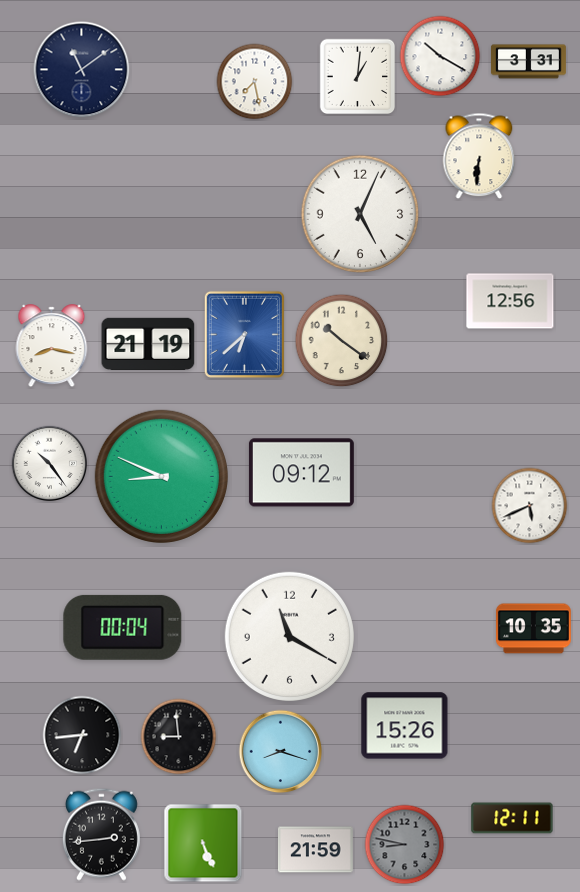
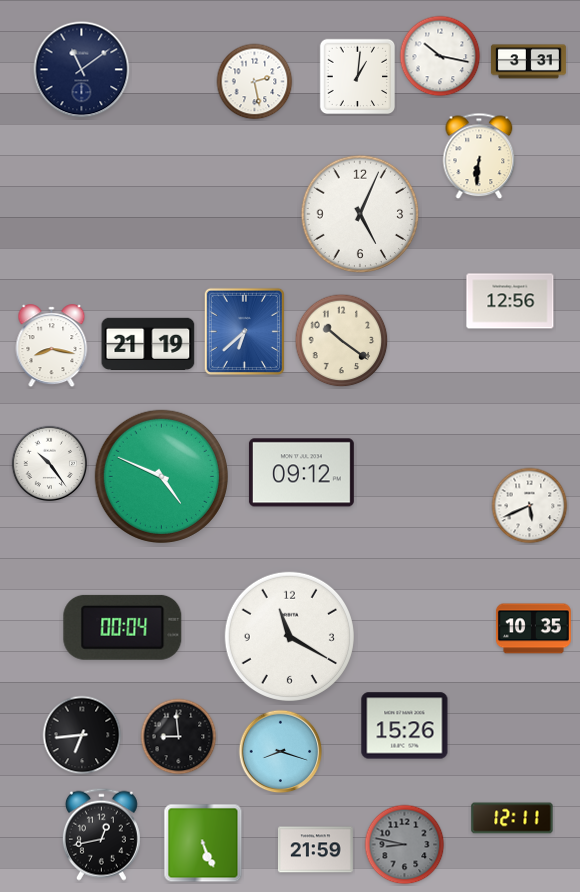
clock at (440, 56): 10:20 -> 10:17
clock at (255, 82): 7:28 -> 2:28
clock at (244, 334) position: (244, 334) -> (244, 331)
clock at (161, 476): 8:49 -> 4:49
clock at (101, 834): 2:44 -> 12:43
